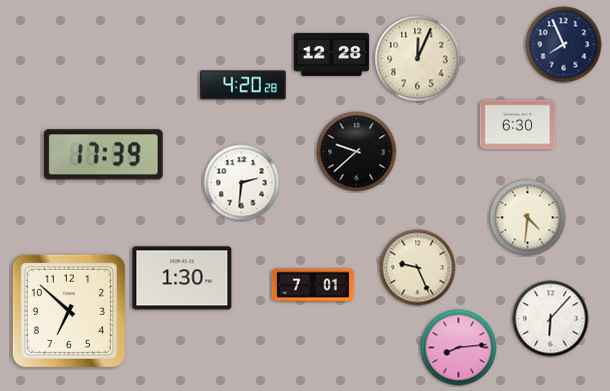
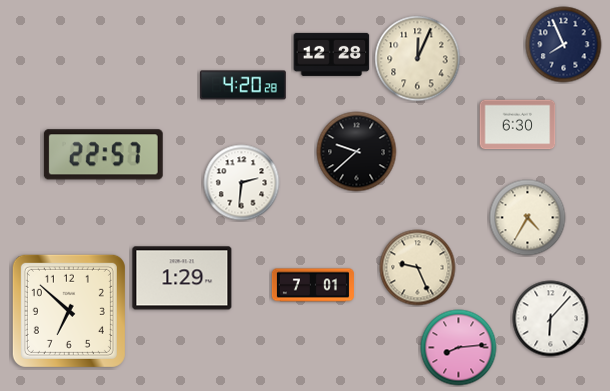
clock at (103, 155): 17:39 -> 22:57
clock at (528, 218): 4:31 -> 4:35
clock at (182, 278): 1:30 -> 1:29
